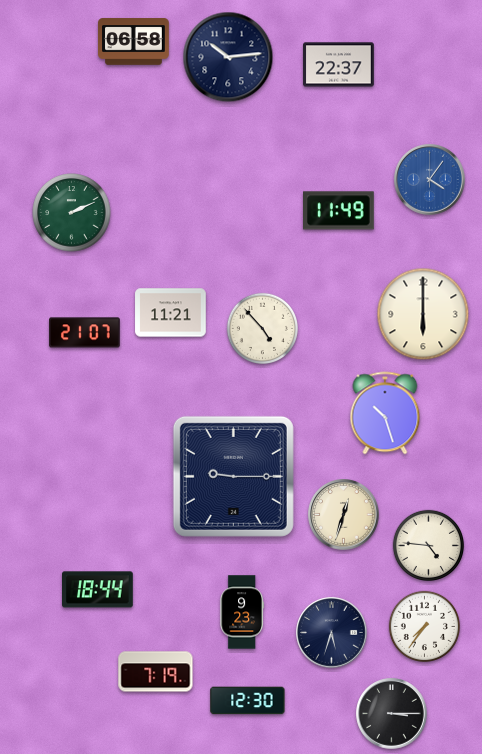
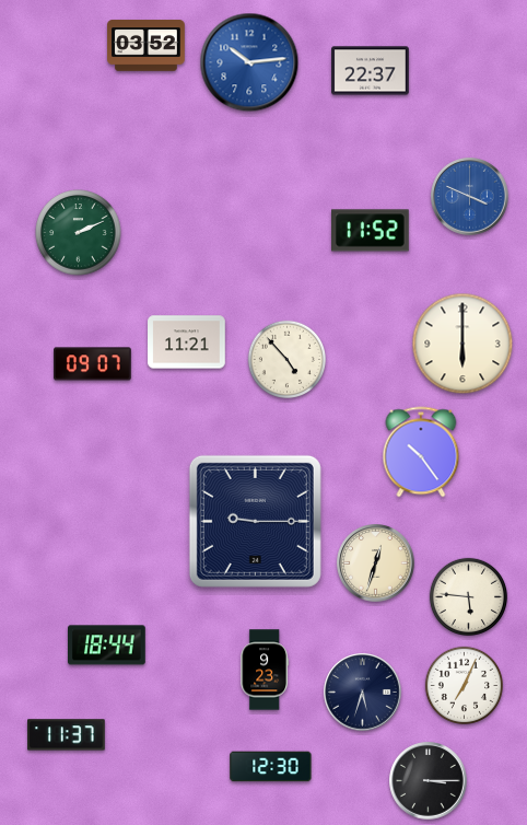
clock at (134, 42): 06:58 -> 03:52
clock at (228, 57) dial: navy -> blue
clock at (430, 180): 4:06 -> 3:49
clock at (339, 211): 11:49 -> 11:52
clock at (85, 333): 21:07 -> 09:07
clock at (385, 413): 10:27 -> 10:24
clock at (428, 545): 4:46 -> 5:46
clock at (424, 626): 7:36 -> 7:04
clock at (67, 735): none -> 11:37
clock at (156, 672): 7:19 -> none
